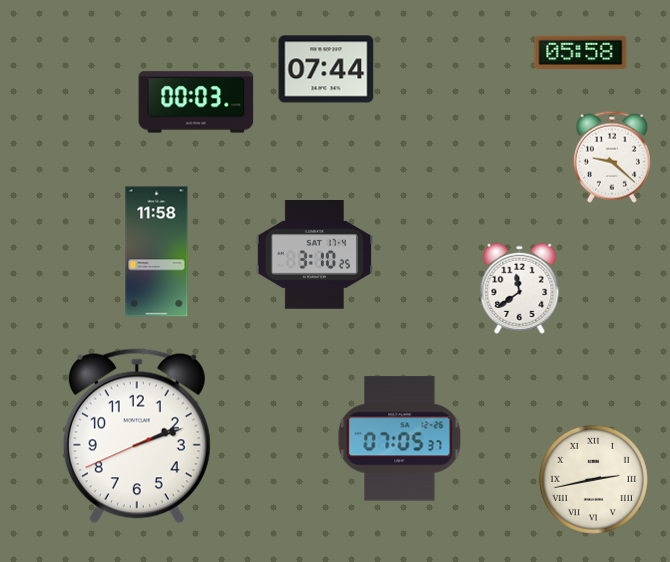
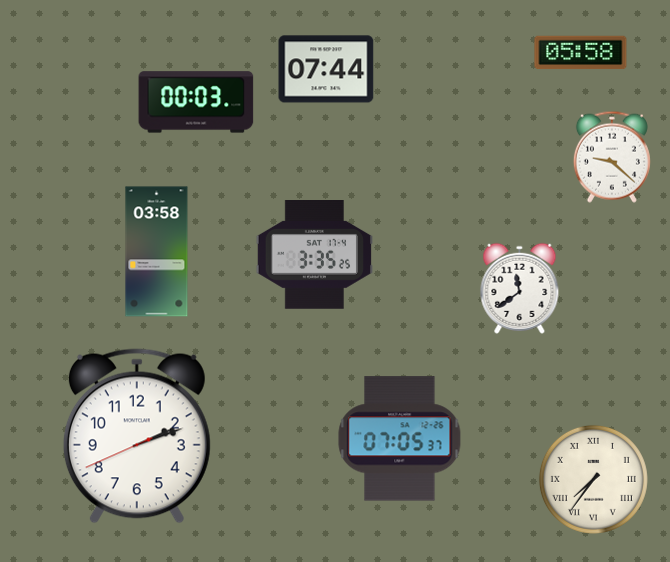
clock at (157, 252): 11:58 -> 03:58
clock at (314, 255): 3:10 -> 3:35
clock at (593, 479): 2:43 -> 7:36
